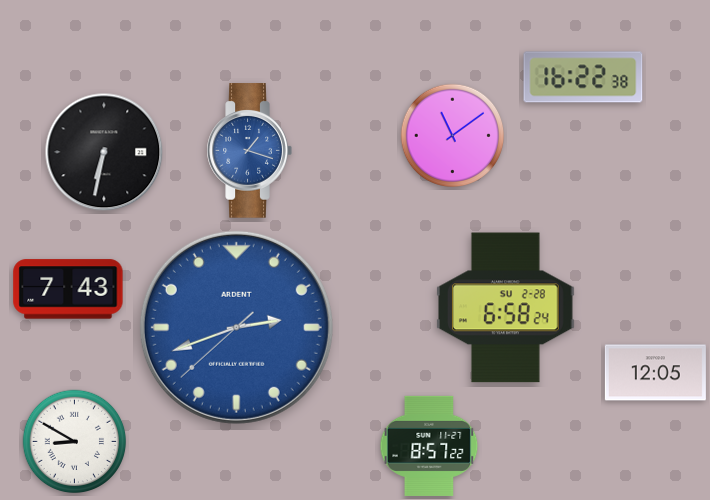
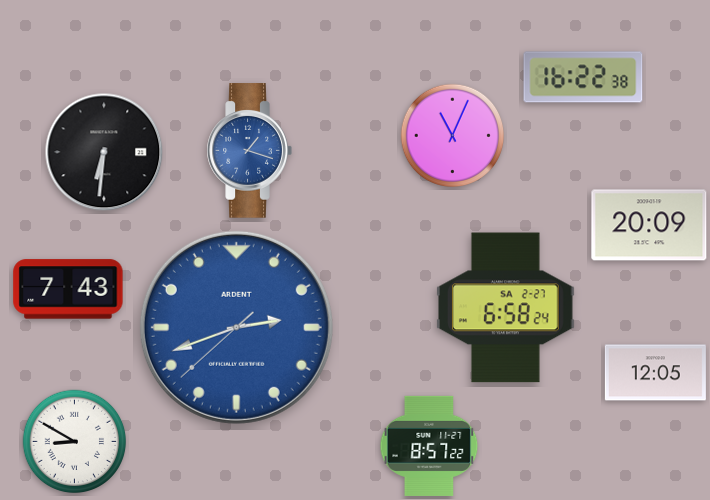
clock at (453, 136): 11:09 -> 11:04
clock at (104, 152): 6:32 -> 6:31
clock at (649, 225): none -> 20:09
clock at (506, 308) date: SU 2-28 -> SA 2-27
